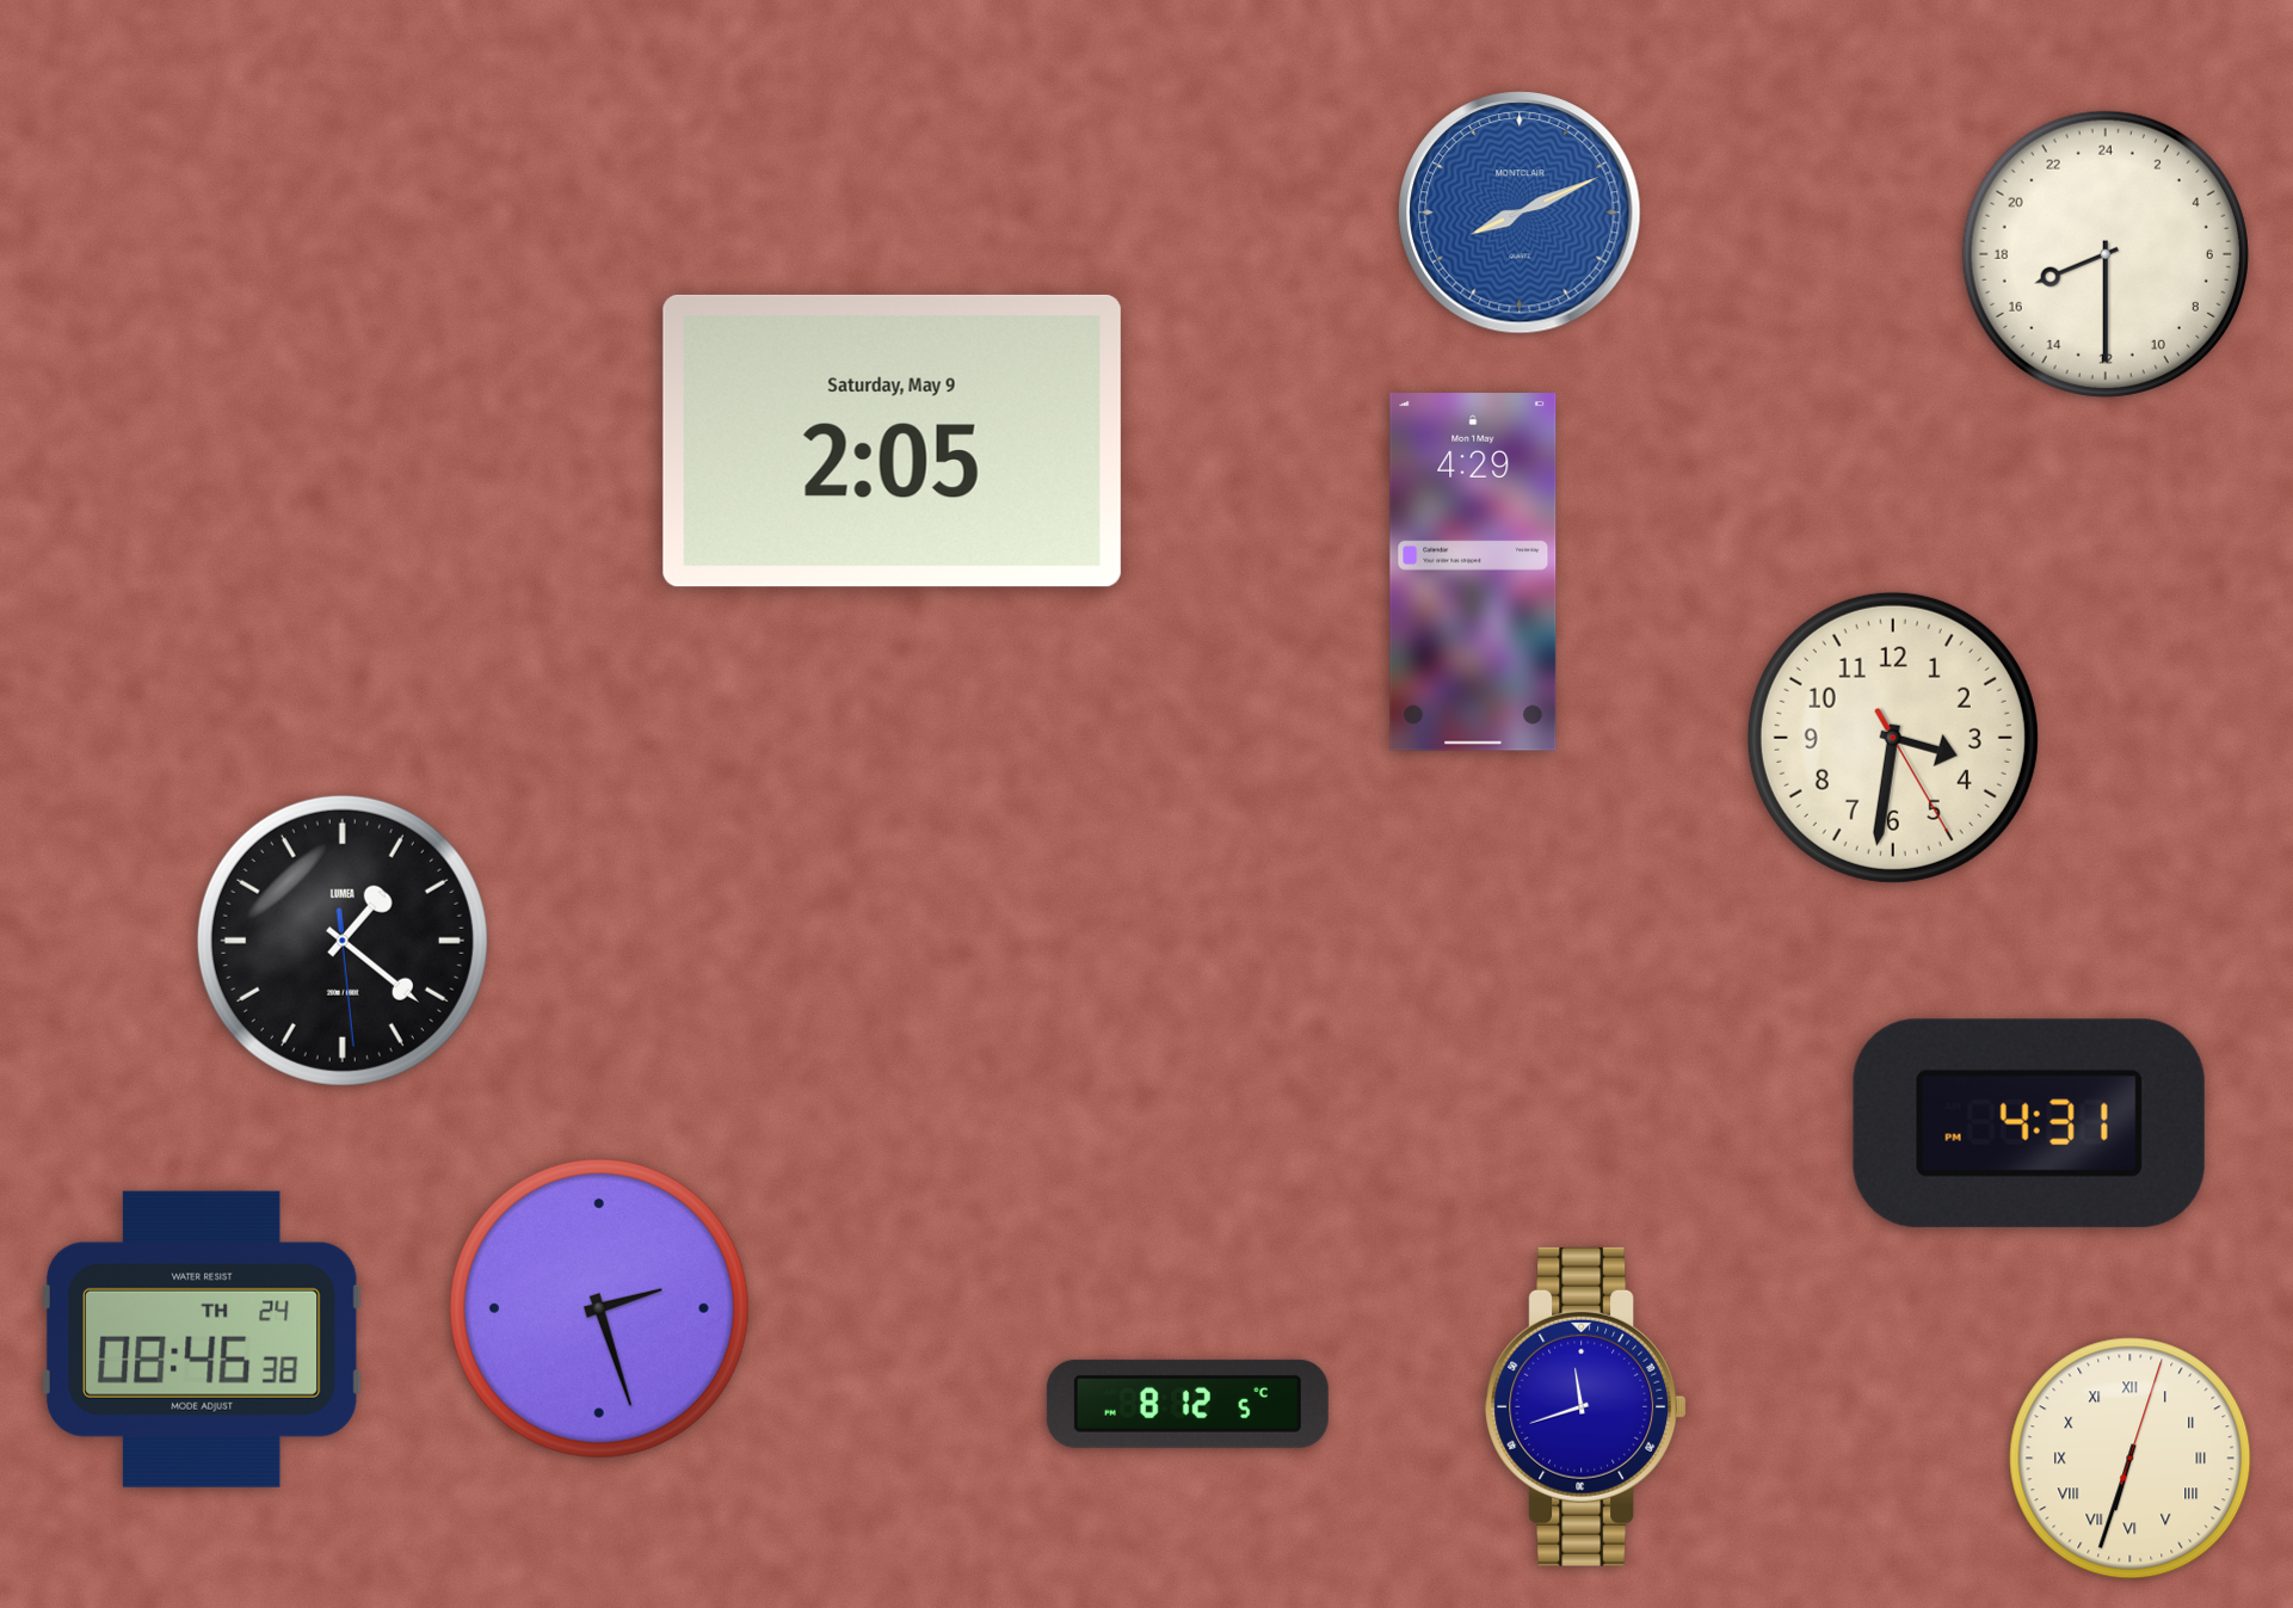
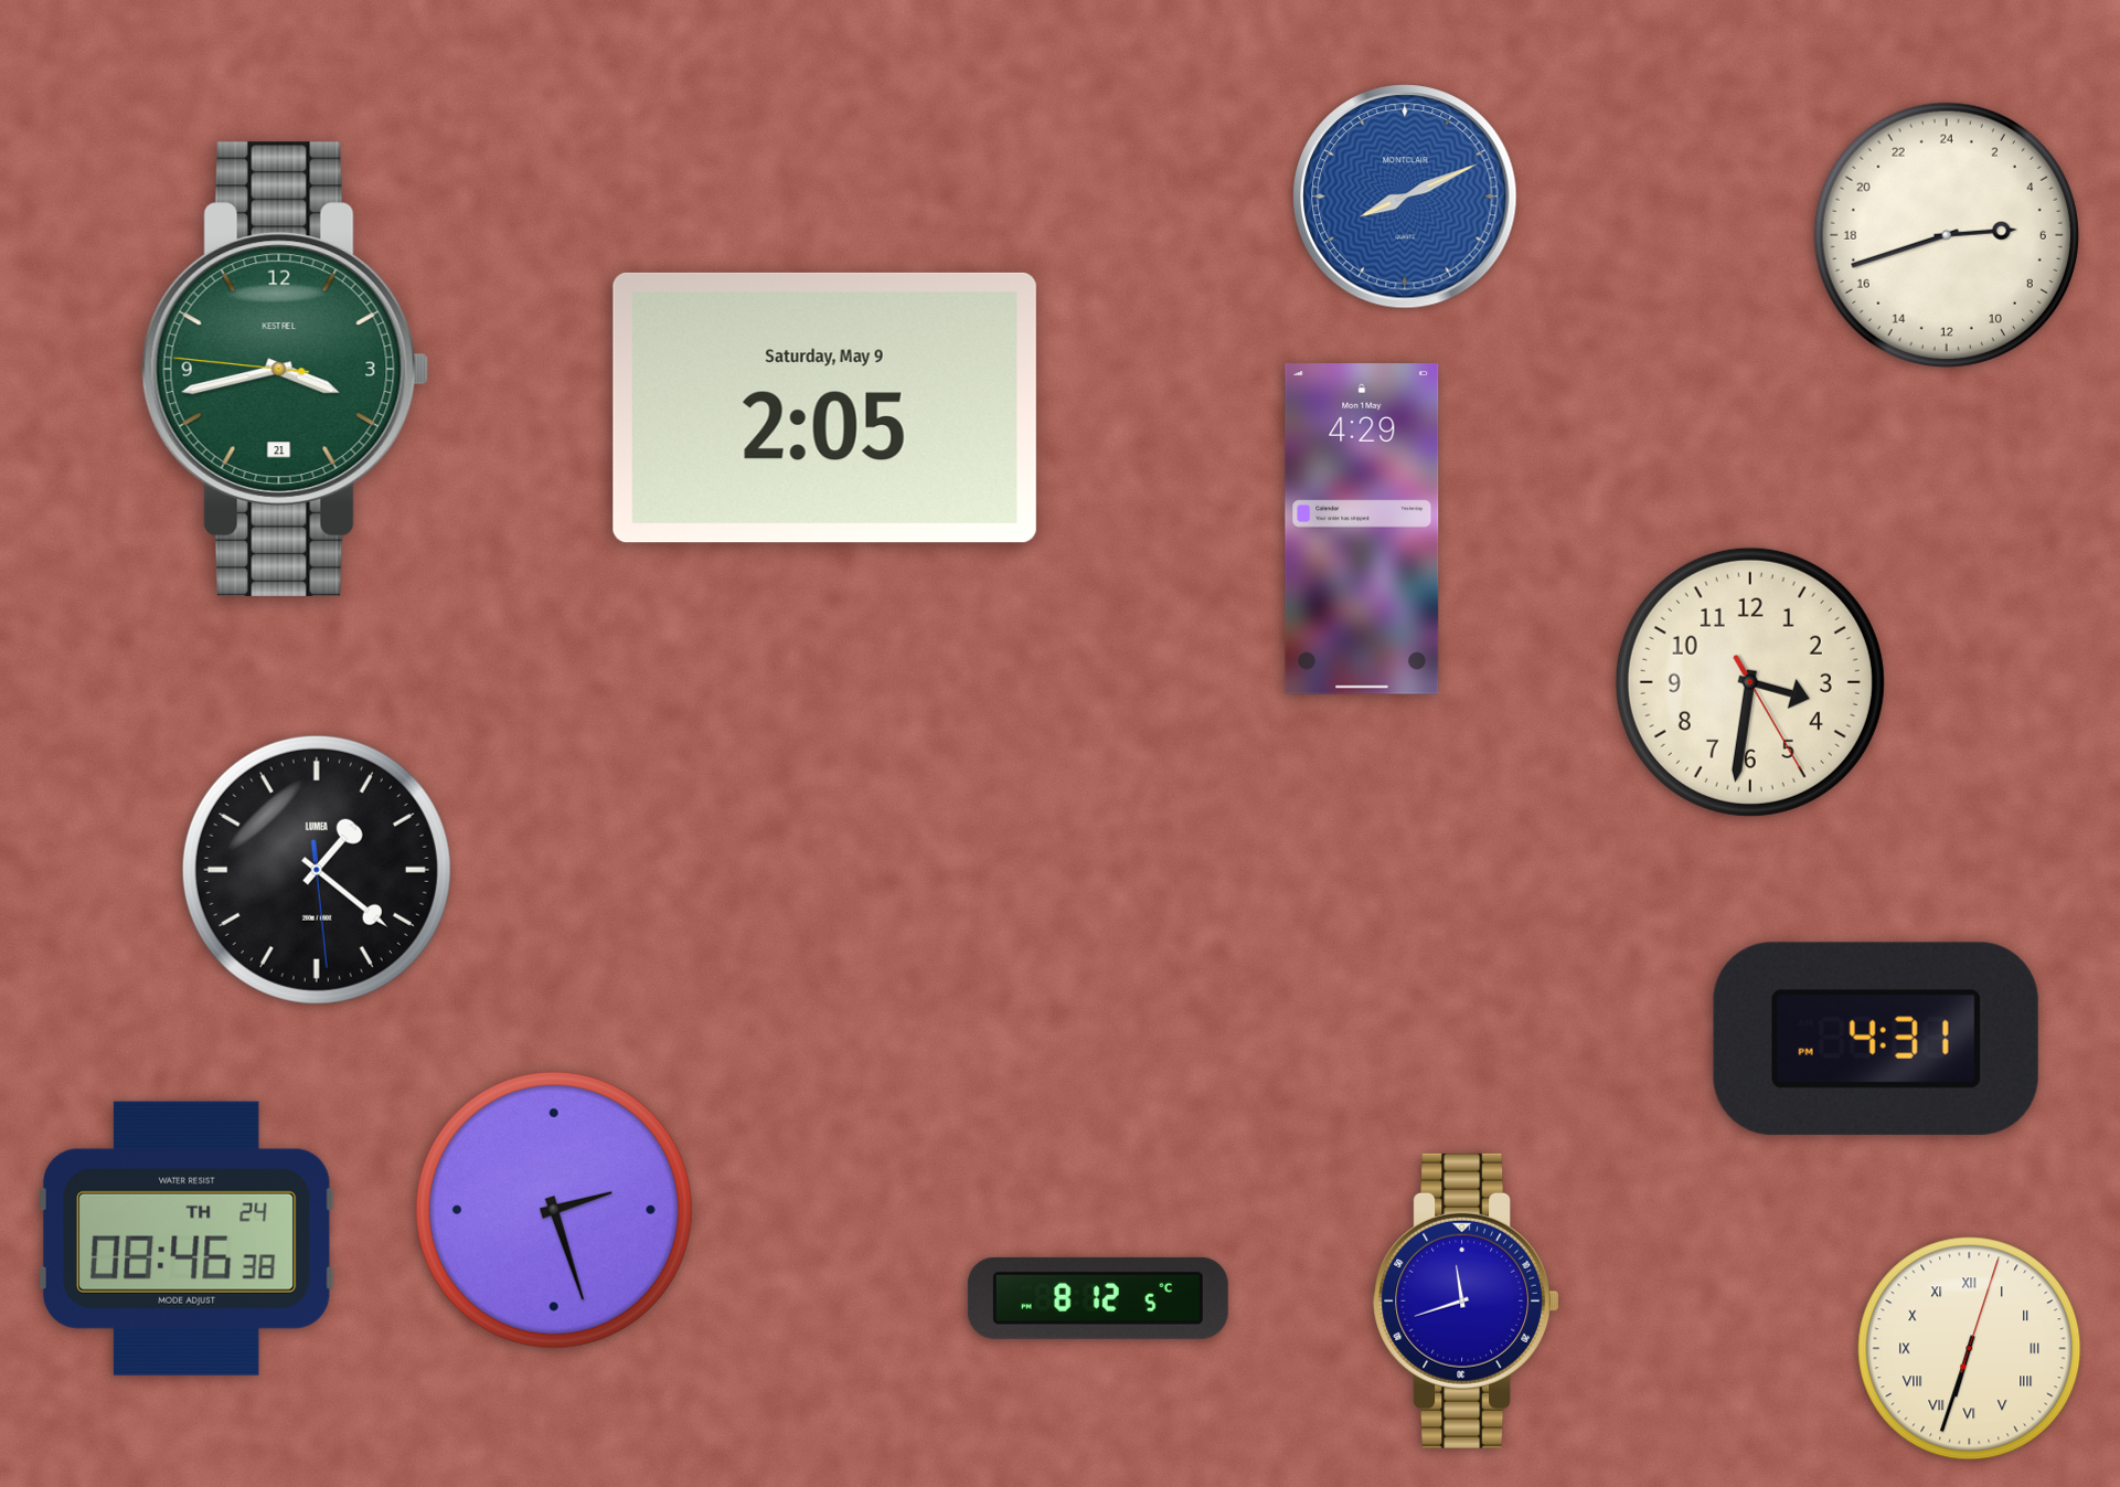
clock at (2106, 254): 16:30 -> 5:42
clock at (286, 369): none -> 3:42
